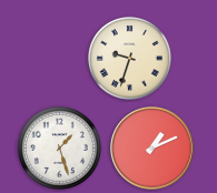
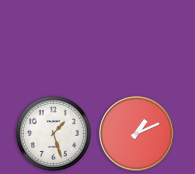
clock at (129, 58): 9:33 -> none
